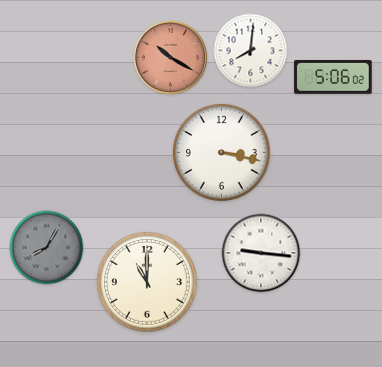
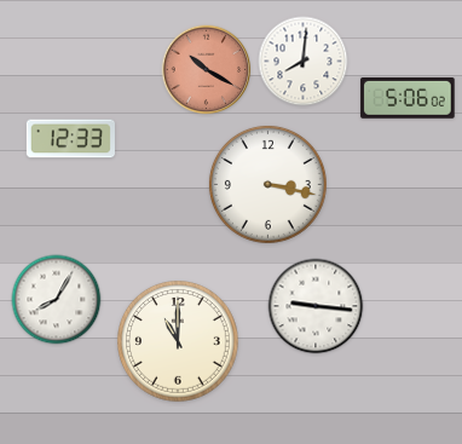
clock at (333, 78) position: (333, 78) -> (408, 99)
clock at (70, 139): none -> 12:33
clock at (47, 248) dial: grey -> white
